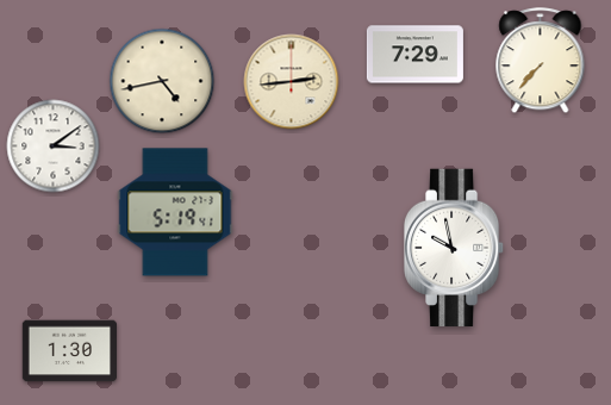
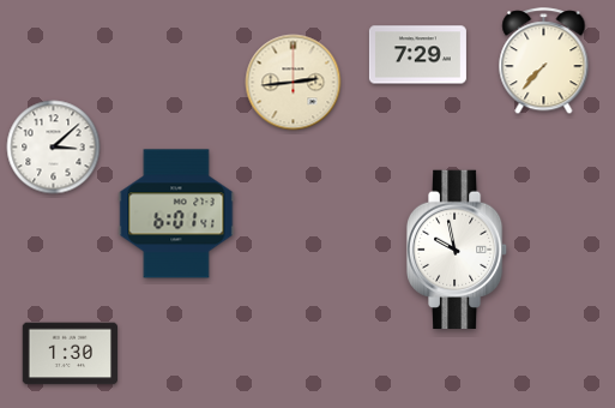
clock at (162, 81): 4:43 -> none
clock at (54, 147): 3:09 -> 3:08
clock at (175, 212): 5:19 -> 6:01
